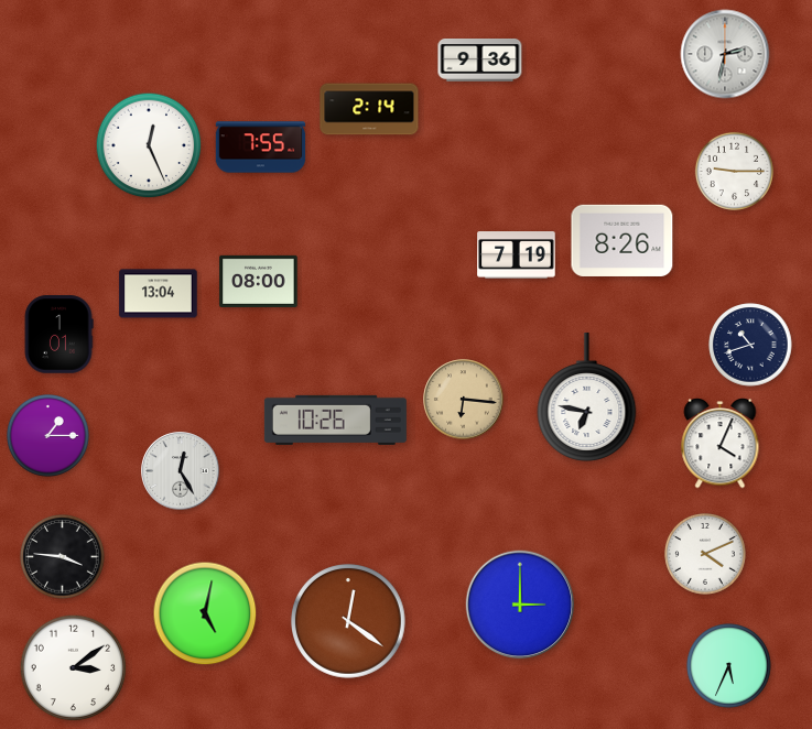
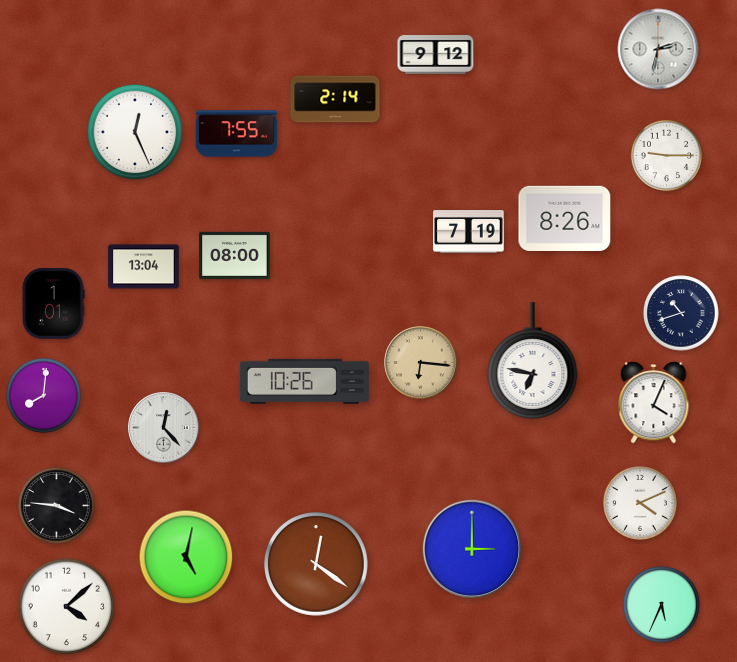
clock at (480, 61): 9:36 -> 9:12
clock at (48, 436): 1:15 -> 8:01
clock at (181, 471): 12:25 -> 12:23
clock at (74, 668): 3:09 -> 4:08
